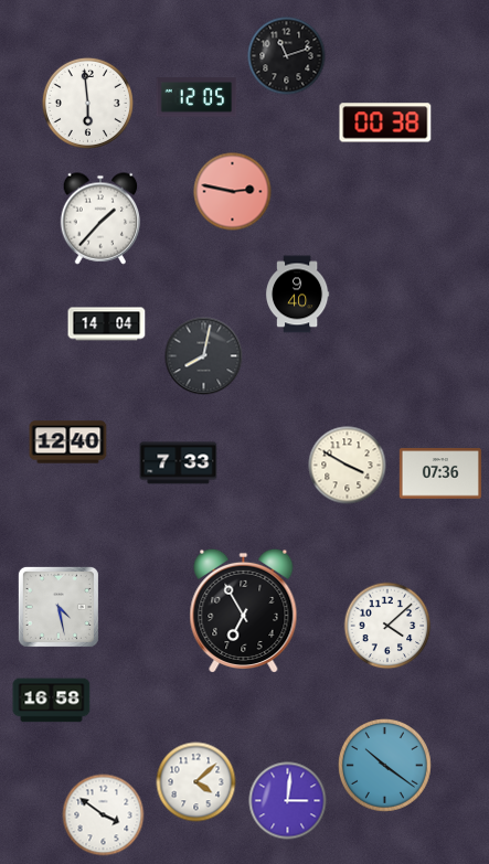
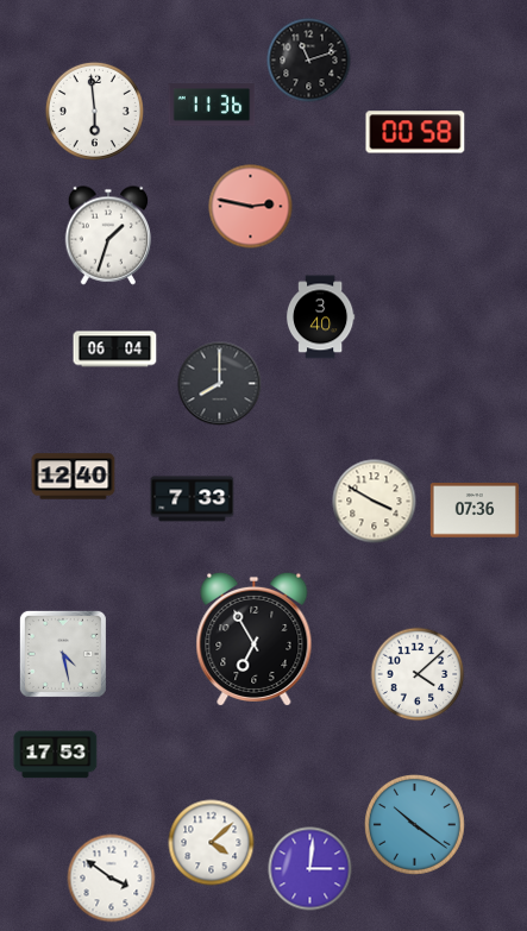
clock at (196, 97): 12:05 -> 11:36
clock at (385, 122): 00:38 -> 00:58
clock at (100, 218): 1:37 -> 1:33
clock at (297, 295): 9:40 -> 3:40
clock at (107, 324): 14:04 -> 06:04
clock at (204, 356): 8:02 -> 8:00
clock at (244, 610) position: (244, 610) -> (255, 639)
clock at (52, 701): 16:58 -> 17:53
clock at (288, 801) position: (288, 801) -> (310, 869)
